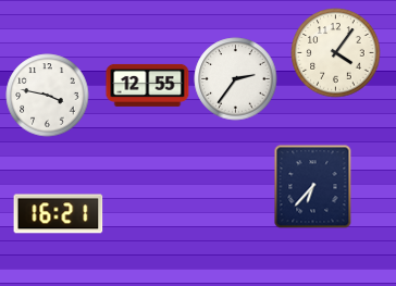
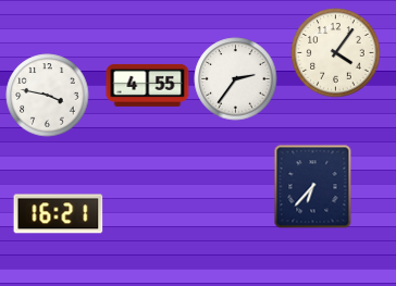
clock at (148, 85): 12:55 -> 4:55
